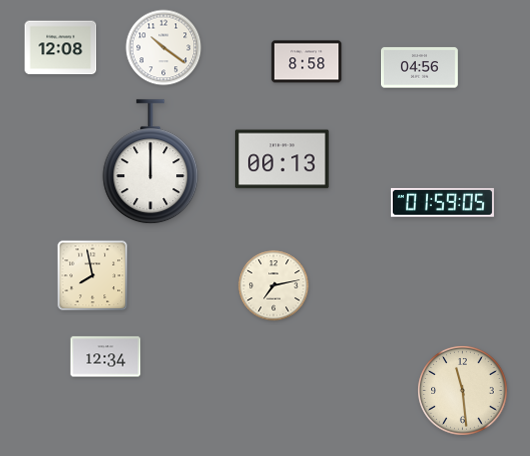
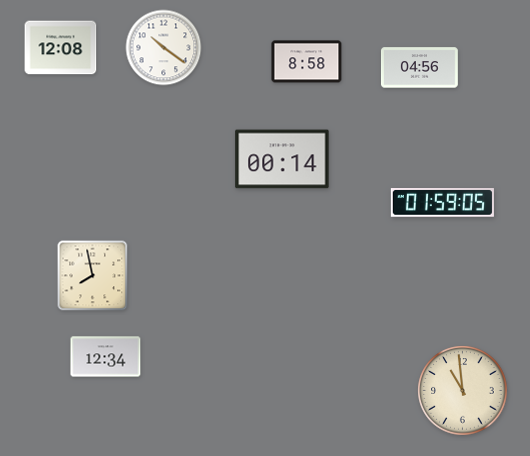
clock at (282, 159): 00:13 -> 00:14
clock at (151, 162): 12:00 -> none
clock at (274, 286): 7:13 -> none
clock at (463, 391): 11:29 -> 10:59
